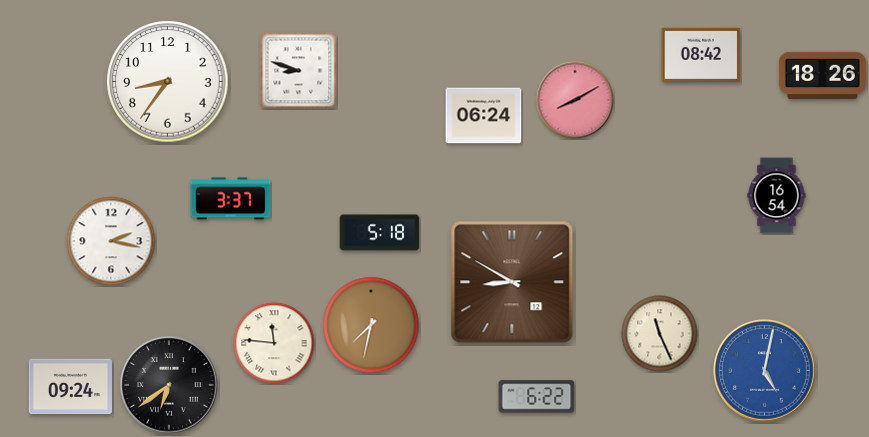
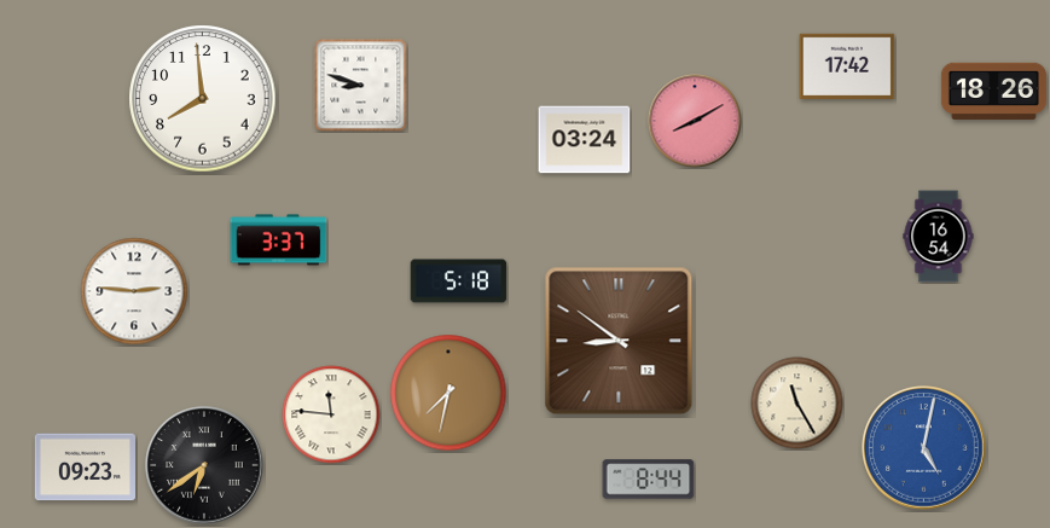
clock at (701, 54): 08:42 -> 17:42
clock at (168, 82): 8:36 -> 7:59
clock at (484, 116): 06:24 -> 03:24
clock at (111, 241): 2:17 -> 2:46
clock at (512, 282): 8:50 -> 8:51
clock at (660, 334): 11:26 -> 11:25
clock at (70, 387): 09:24 -> 09:23
clock at (537, 397): 6:22 -> 8:44
